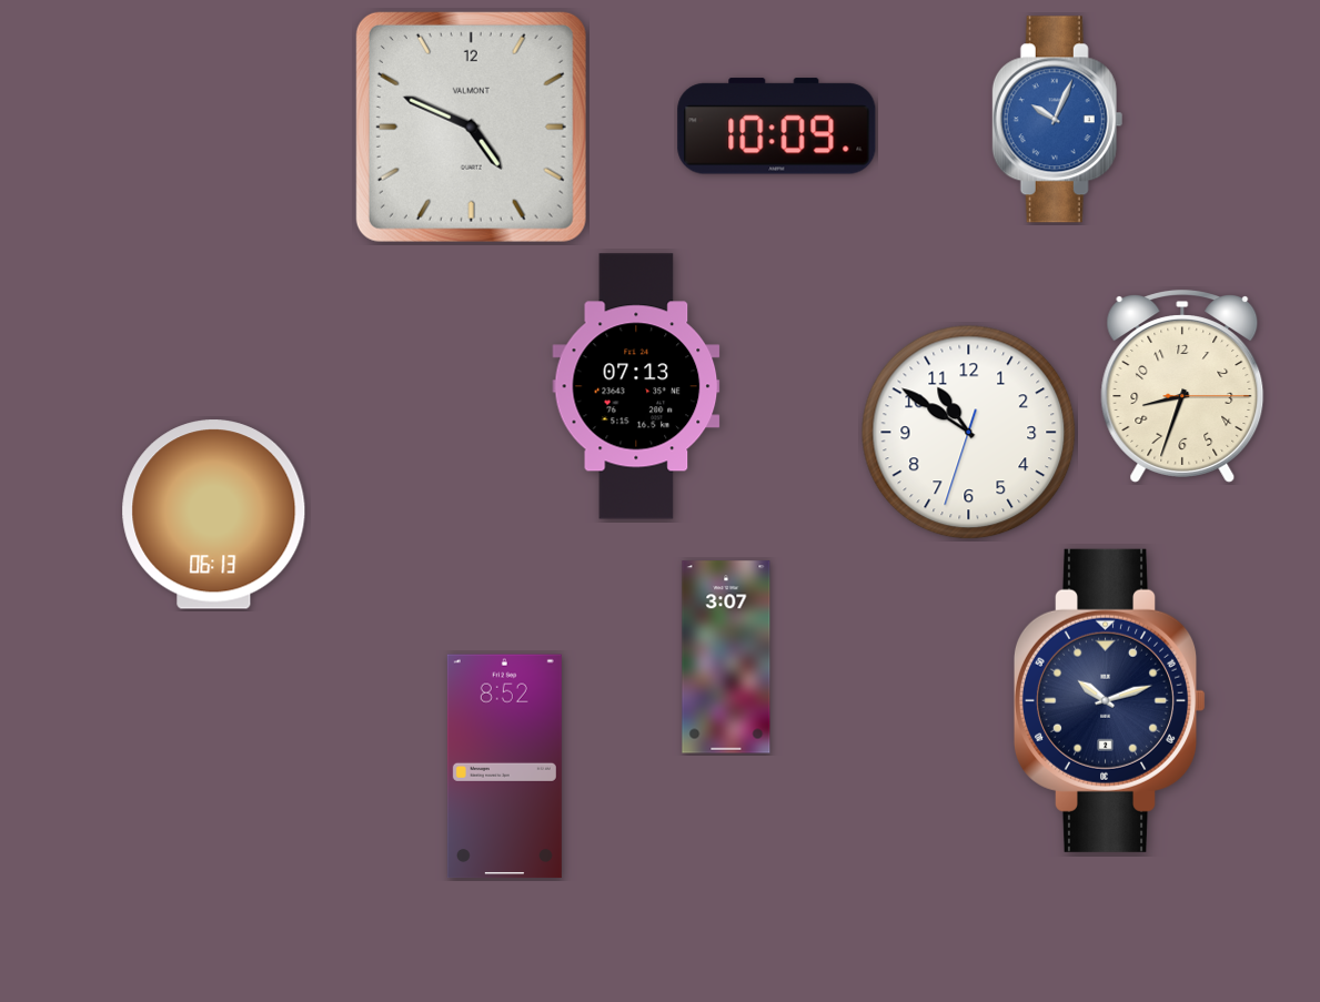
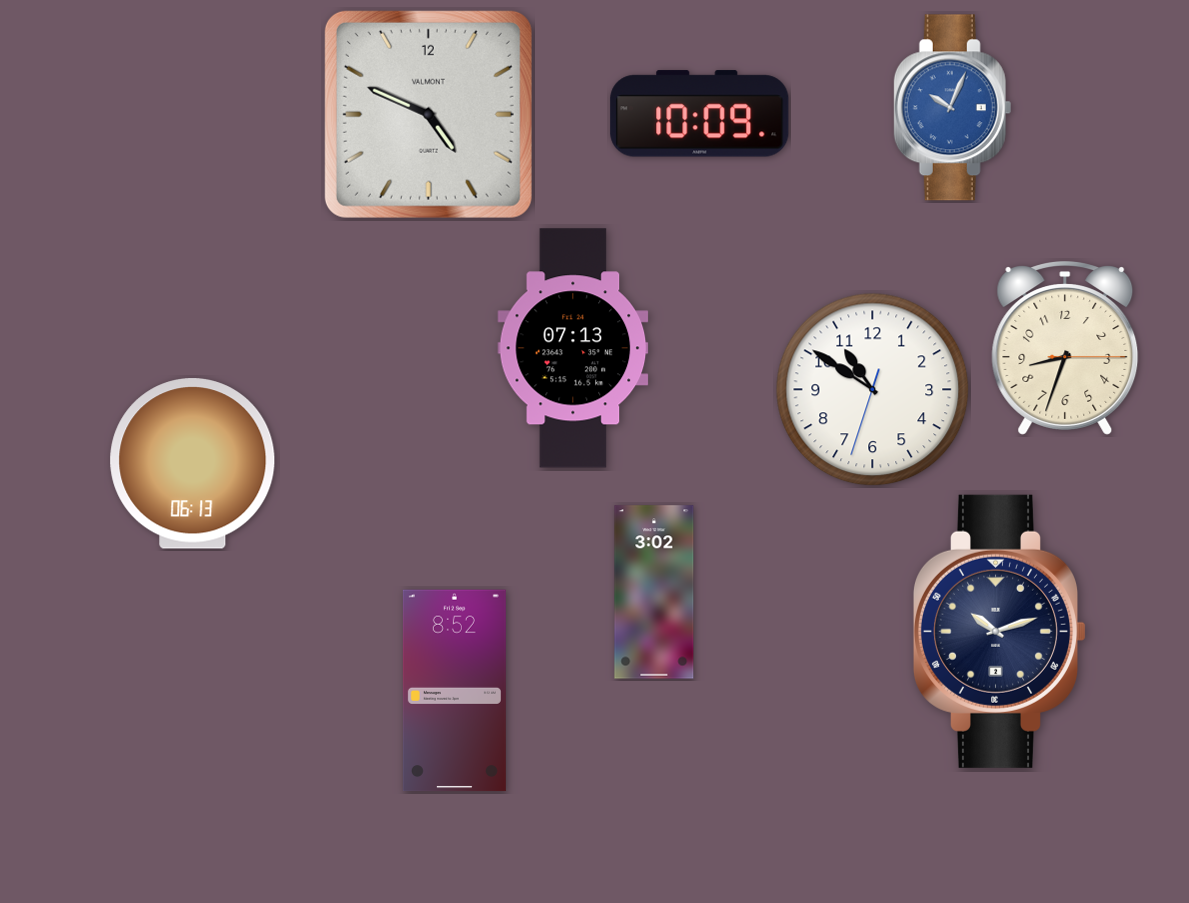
clock at (471, 126) position: (471, 126) -> (428, 114)
clock at (726, 657): 3:07 -> 3:02
